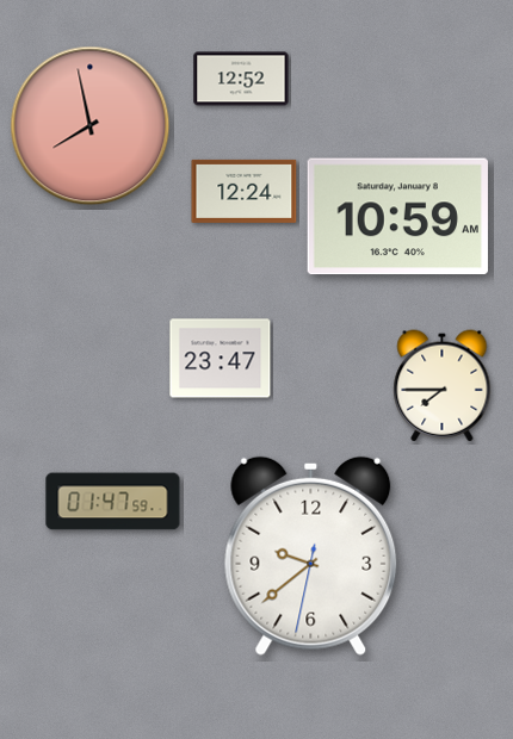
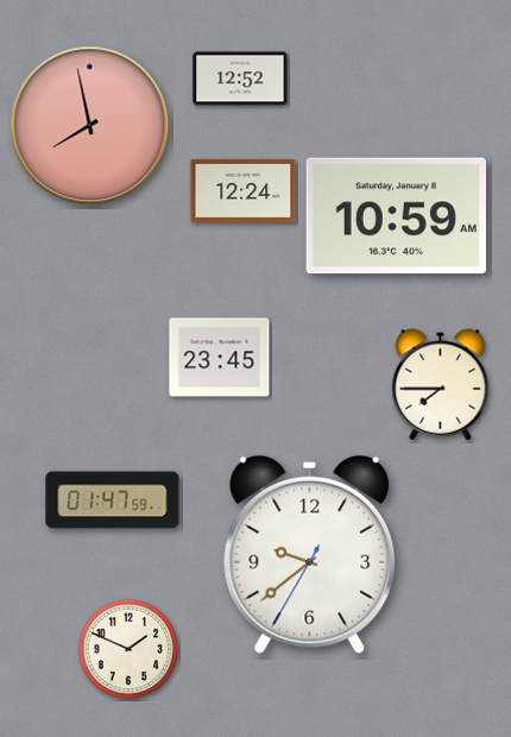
clock at (221, 359): 23:47 -> 23:45
clock at (311, 555): 9:38:32 -> 9:38:35
clock at (128, 649): none -> 1:49
